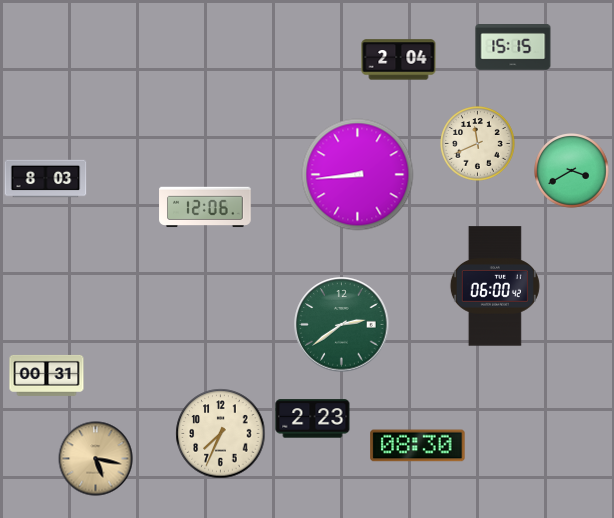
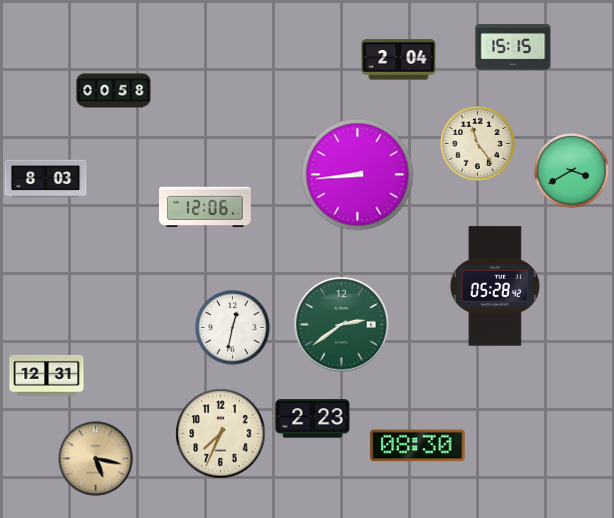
clock at (114, 91): none -> 00:58
clock at (478, 144): 11:41 -> 11:24
clock at (495, 286): 06:00 -> 05:28
clock at (233, 328): none -> 12:32
clock at (47, 375): 00:31 -> 12:31
